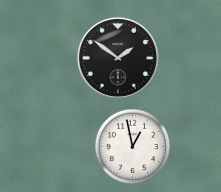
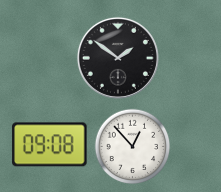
clock at (50, 145): none -> 09:08
clock at (133, 147): 12:58 -> 12:53
